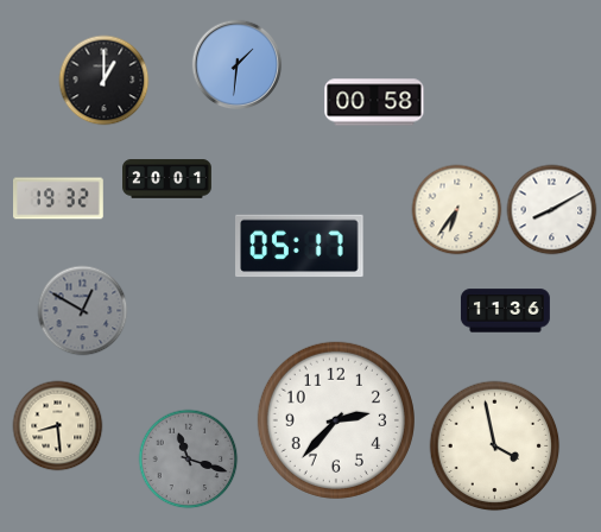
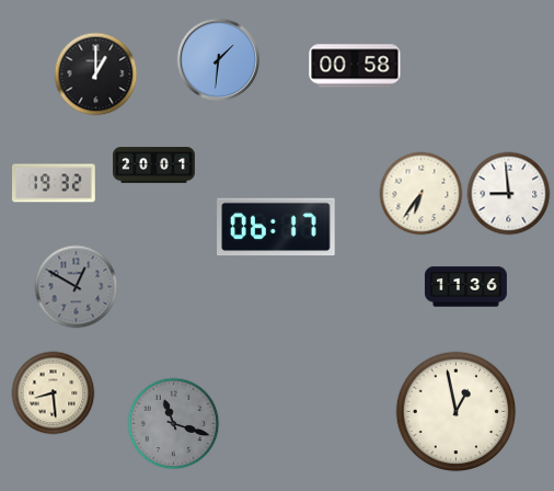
clock at (374, 102) position: (374, 102) -> (355, 66)
clock at (552, 210): 8:10 -> 8:59
clock at (299, 246): 05:17 -> 06:17
clock at (336, 420): 2:37 -> none
clock at (495, 446): 3:58 -> 12:58
